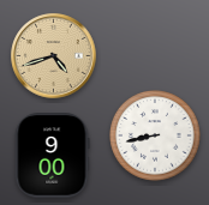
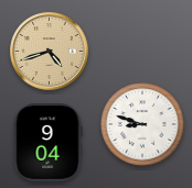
clock at (155, 135): 8:43 -> 8:48
clock at (52, 156): 9:00 -> 9:04
